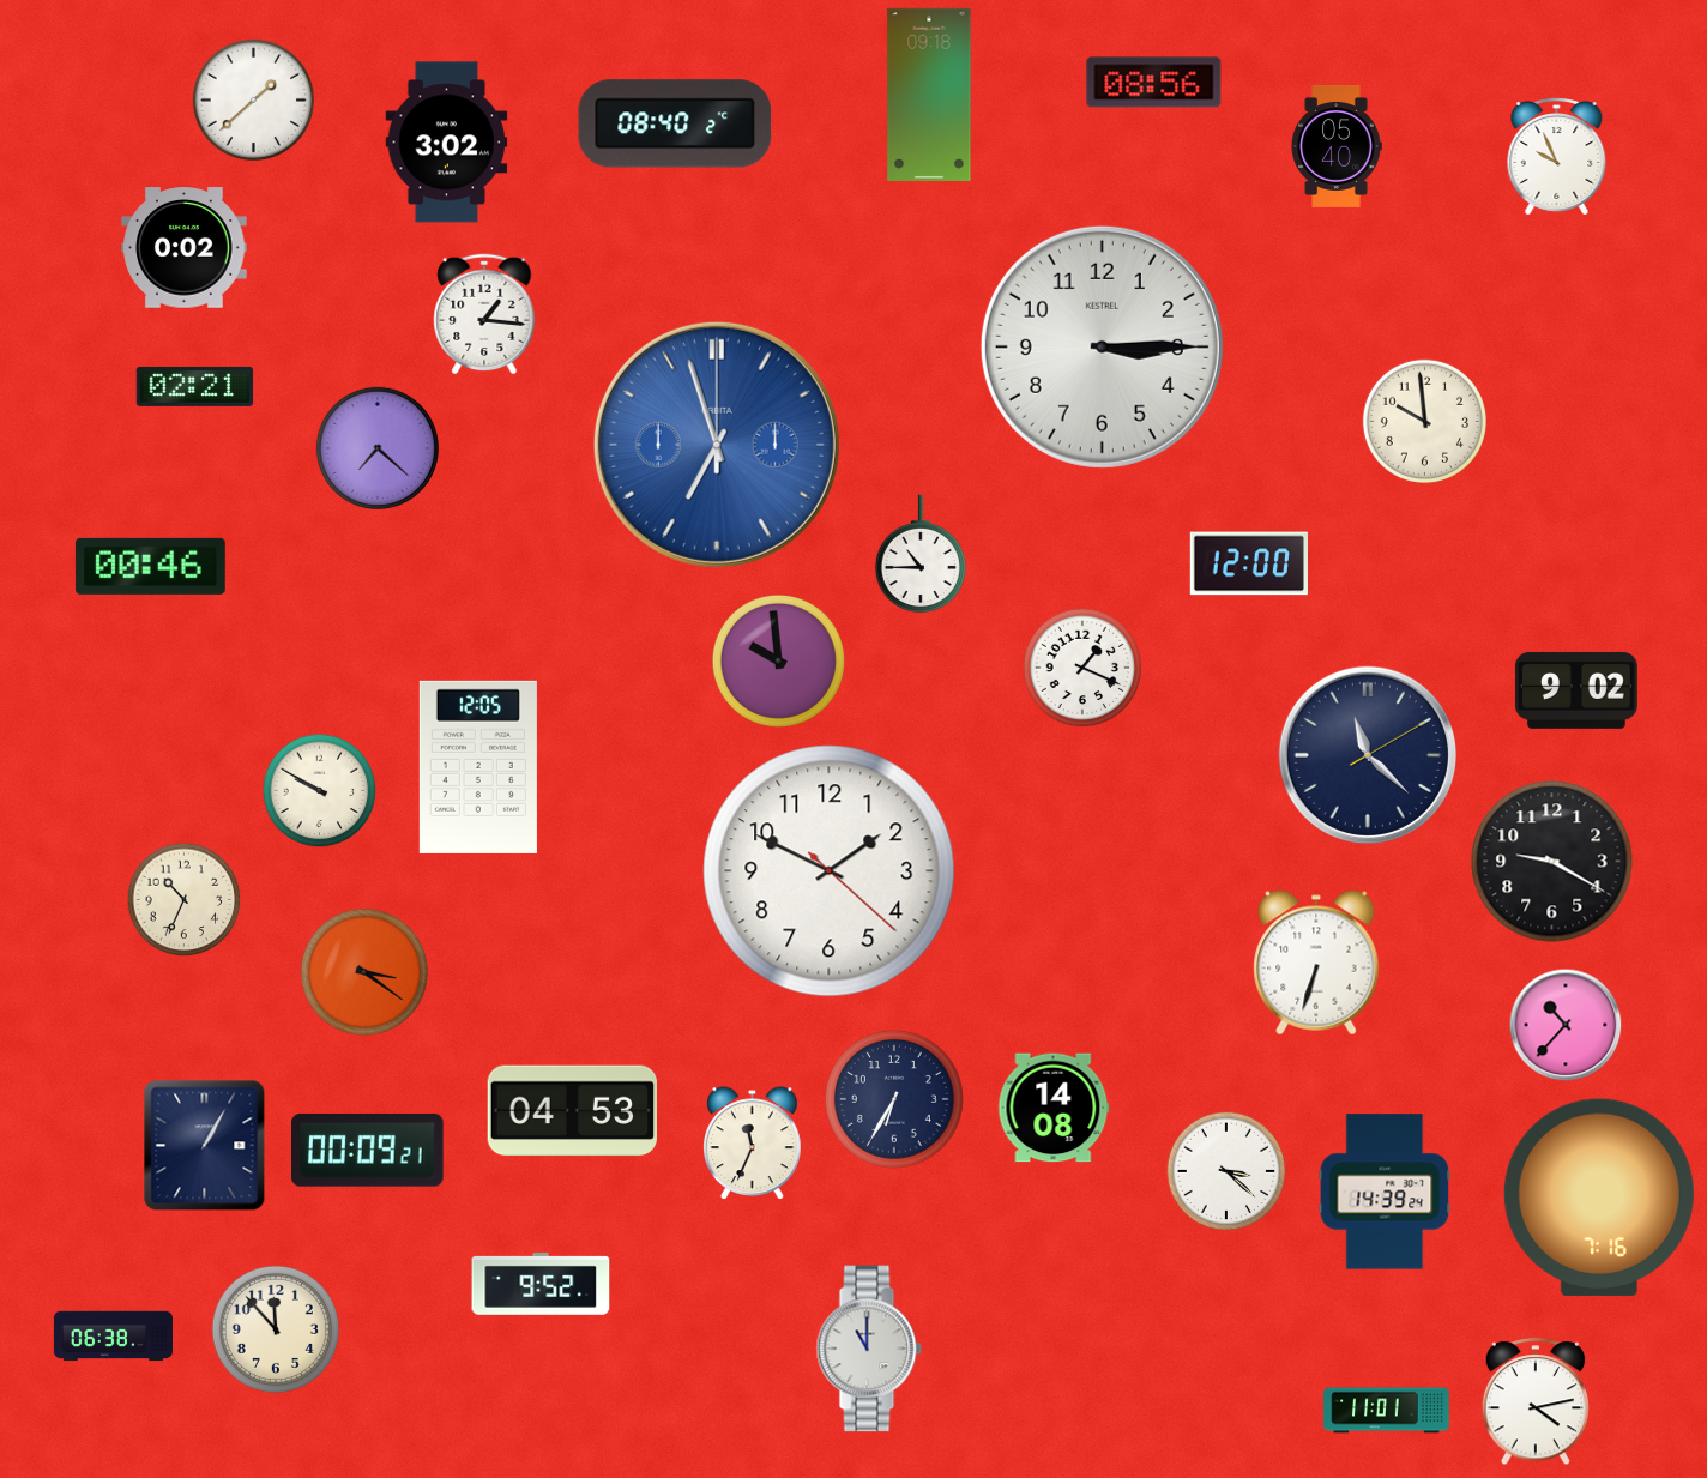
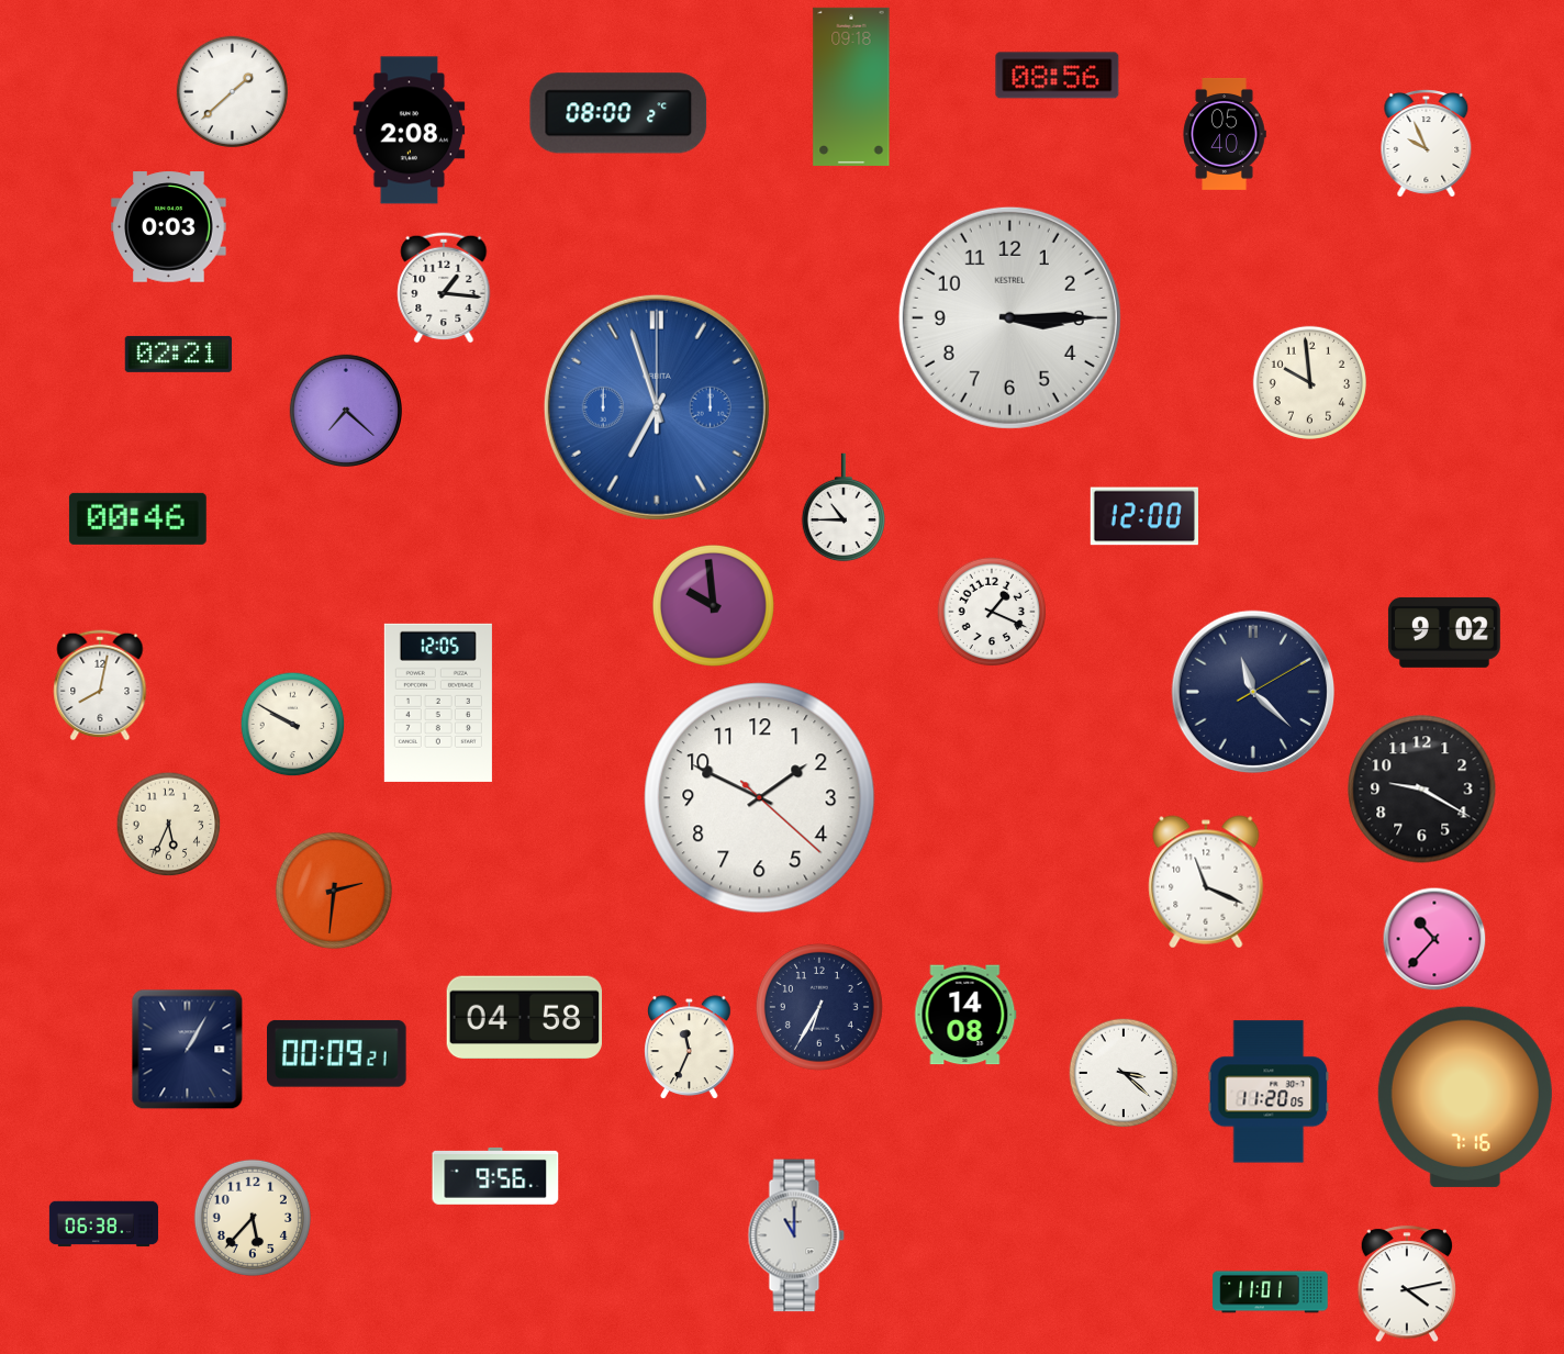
clock at (675, 123): 08:40 -> 08:00
clock at (447, 143): 3:02 -> 2:08
clock at (185, 248): 0:02 -> 0:03
clock at (1424, 421) position: (1424, 421) -> (1309, 382)
clock at (100, 685): none -> 8:02
clock at (185, 900): 10:34 -> 5:34
clock at (1316, 963): 6:33 -> 11:19
clock at (364, 972): 3:21 -> 2:31
clock at (572, 1111): 04:53 -> 04:58
clock at (1385, 1192): 14:39 -> 11:20
clock at (541, 1284): 9:52 -> 9:56
clock at (276, 1329): 11:53 -> 5:37
